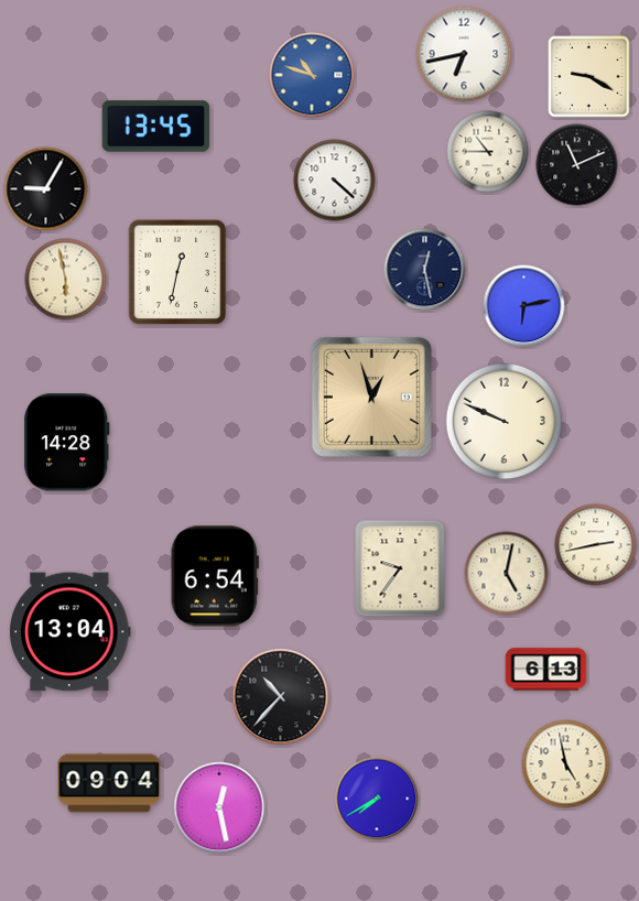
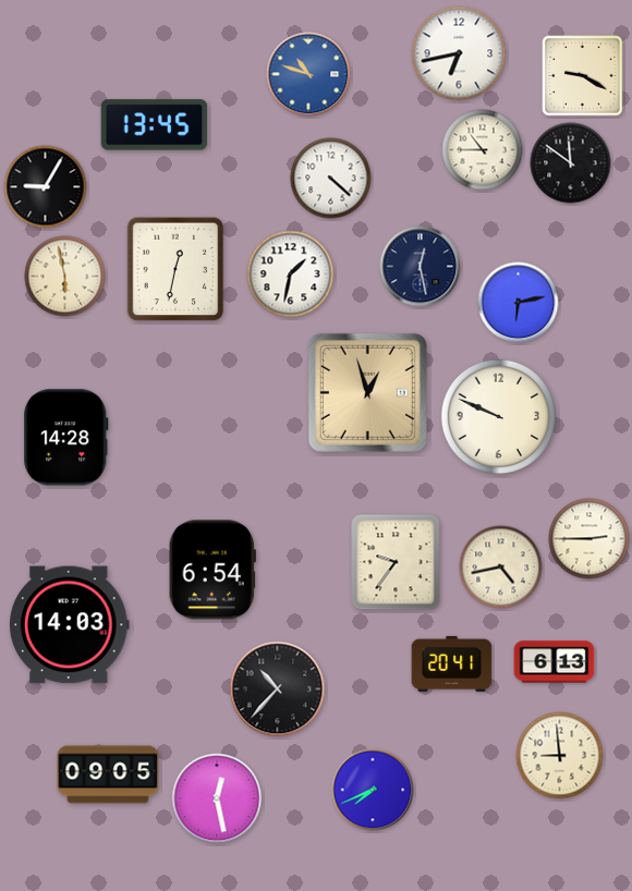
clock at (577, 165): 11:11 -> 11:51
clock at (291, 274): none -> 1:32
clock at (596, 545): 2:43 -> 2:45
clock at (507, 574): 5:02 -> 4:43
clock at (71, 632): 13:04 -> 14:03
clock at (546, 670) position: (546, 670) -> (555, 662)
clock at (452, 663): none -> 20:41
clock at (566, 764): 4:58 -> 8:59
clock at (109, 783): 09:04 -> 09:05
clock at (377, 799): 7:40 -> 7:41
